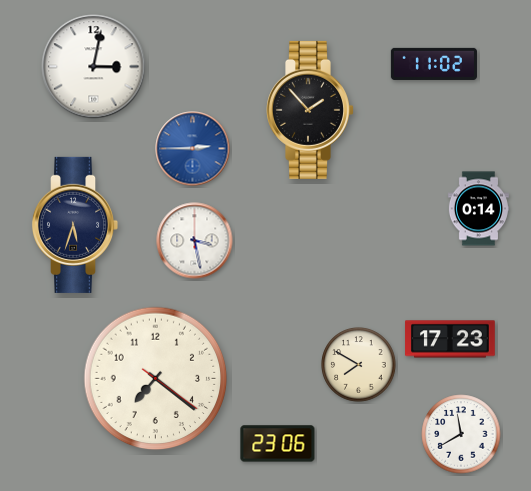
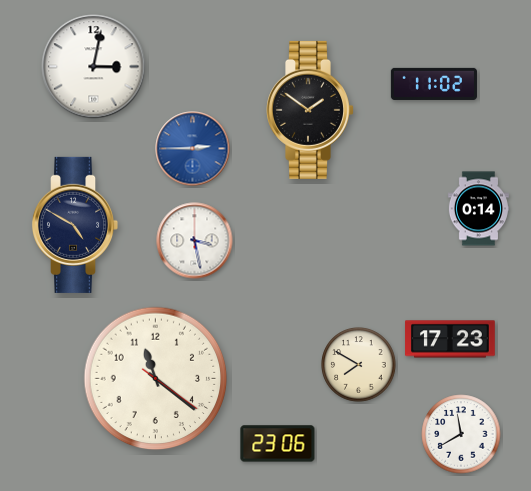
clock at (434, 64) position: (434, 64) -> (434, 84)
clock at (311, 110): 1:53 -> 1:51
clock at (75, 225): 5:33 -> 4:50
clock at (156, 379): 7:21 -> 11:21
